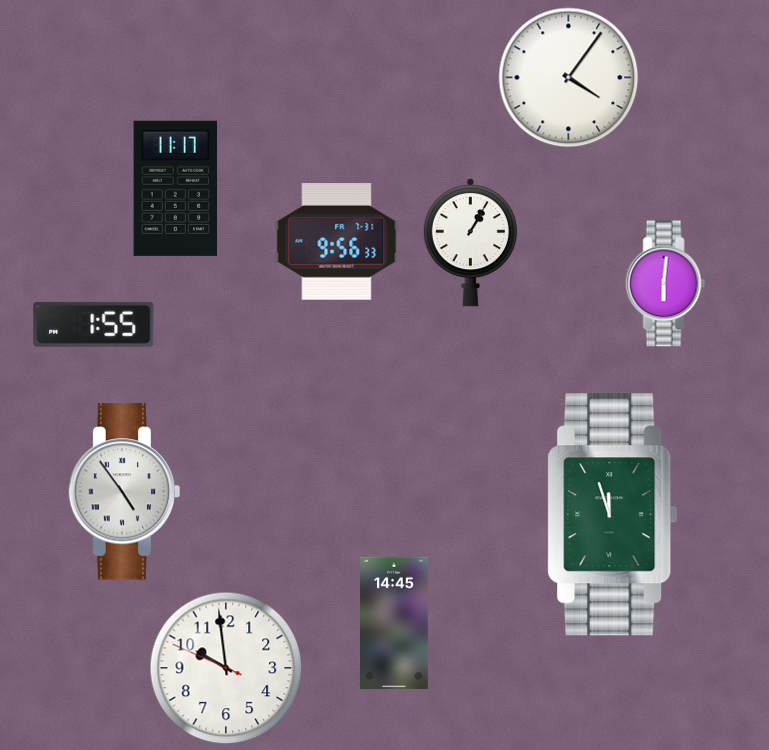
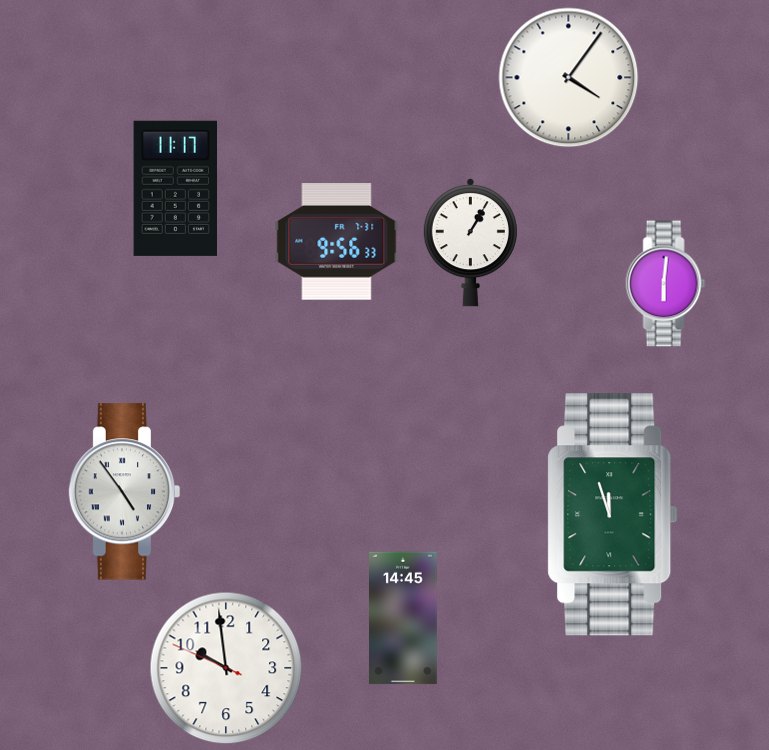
clock at (94, 324): 1:55 -> none
clock at (395, 623) position: (395, 623) -> (404, 618)
